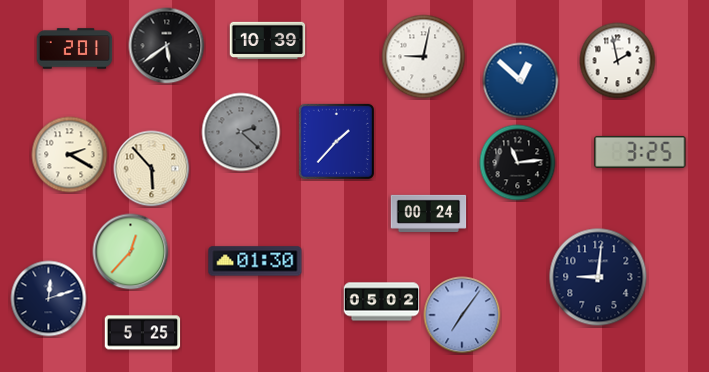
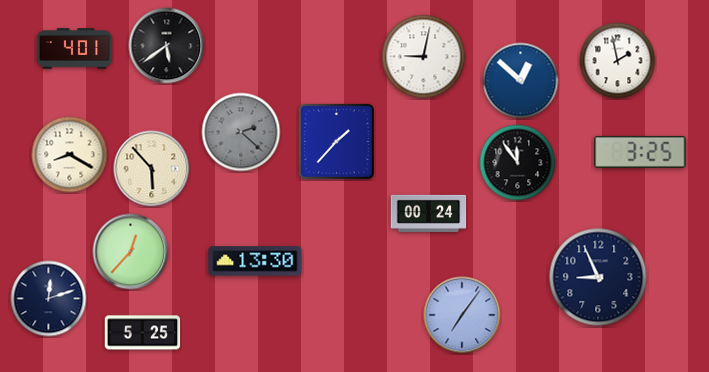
clock at (268, 41): 10:39 -> none
clock at (75, 49): 2:01 -> 4:01
clock at (70, 155): 2:20 -> 8:20
clock at (518, 163): 11:14 -> 11:54
clock at (255, 261): 01:30 -> 13:30
clock at (598, 277): 9:01 -> 8:56
clock at (382, 302): 05:02 -> none
